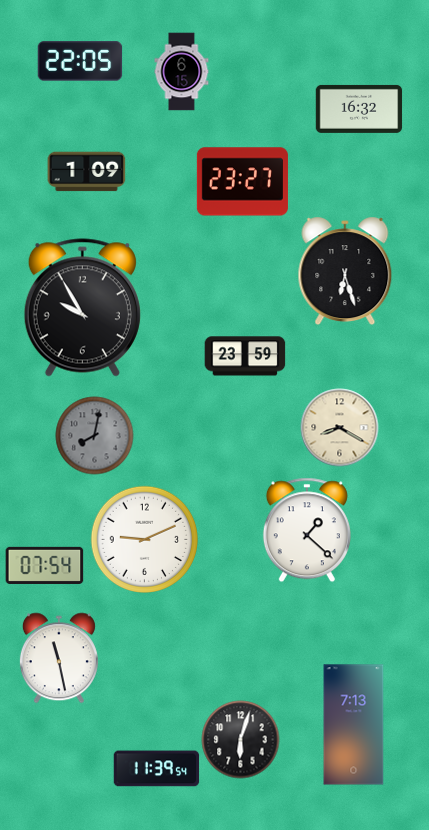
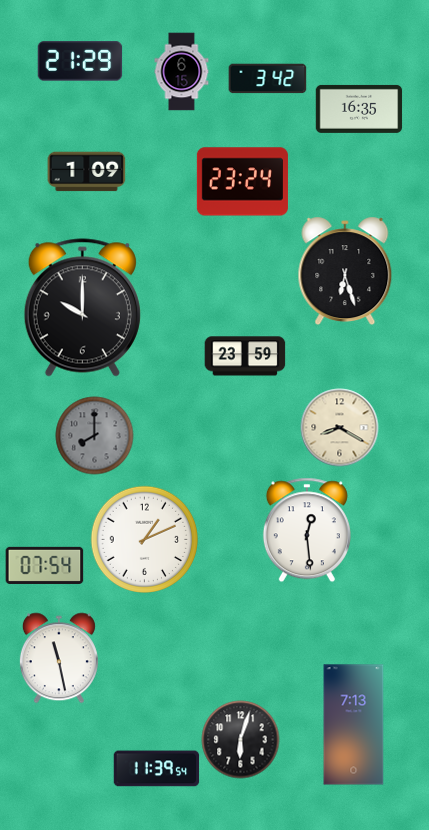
clock at (80, 61): 22:05 -> 21:29
clock at (267, 79): none -> 3:42
clock at (359, 109): 16:32 -> 16:35
clock at (242, 182): 23:27 -> 23:24
clock at (82, 308): 9:55 -> 10:00
clock at (94, 435): 8:02 -> 8:00
clock at (307, 530): 1:22 -> 12:29
clock at (144, 539): 9:11 -> 1:11
